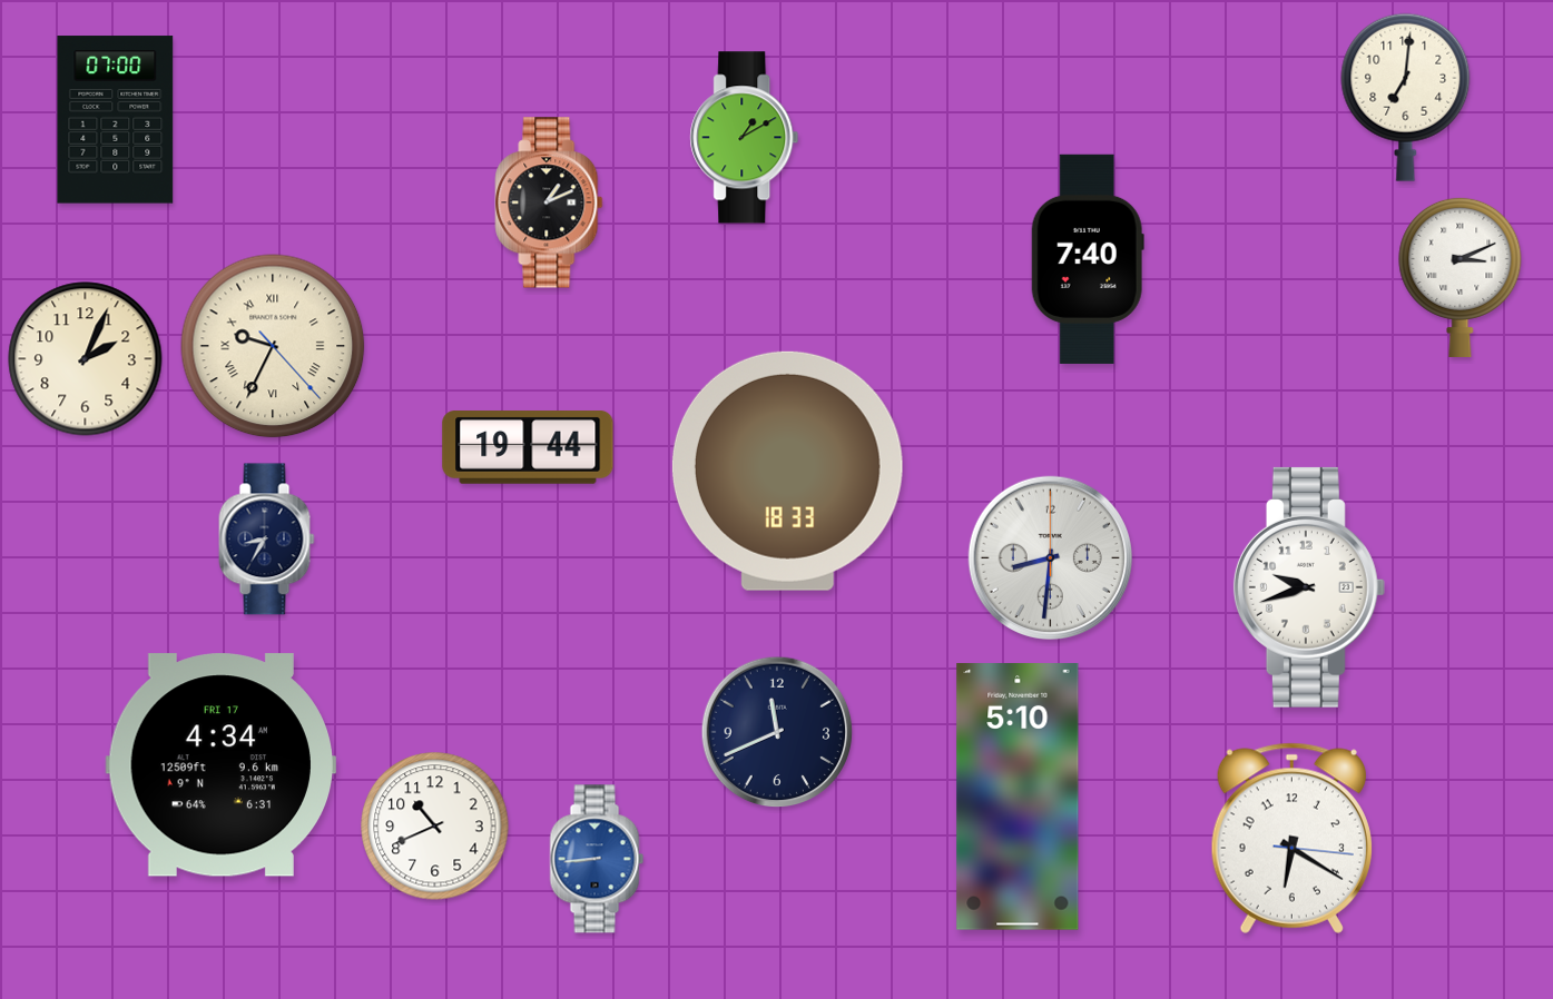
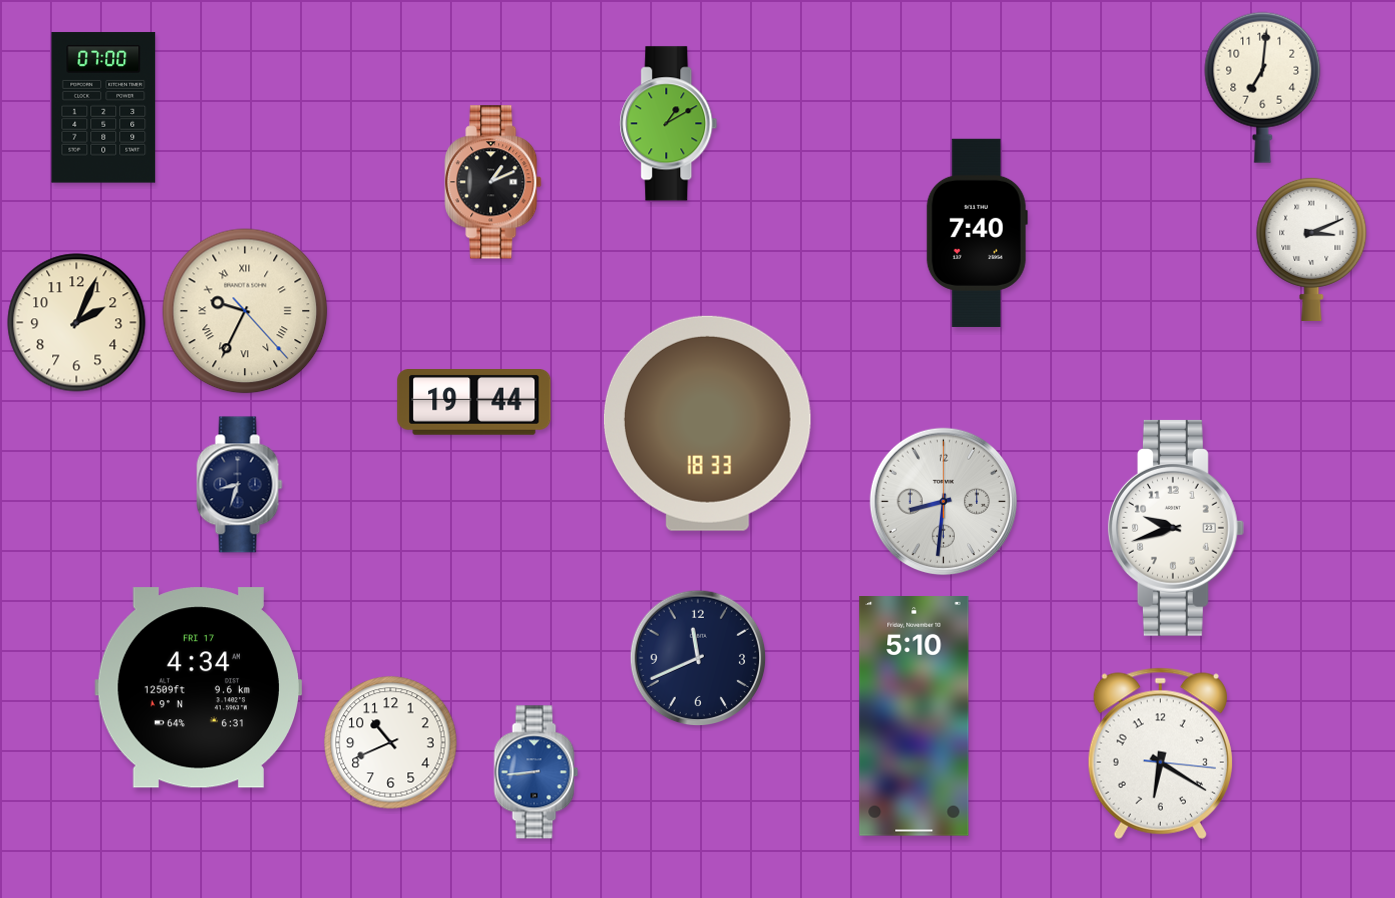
clock at (267, 540): 8:35 -> 8:33
